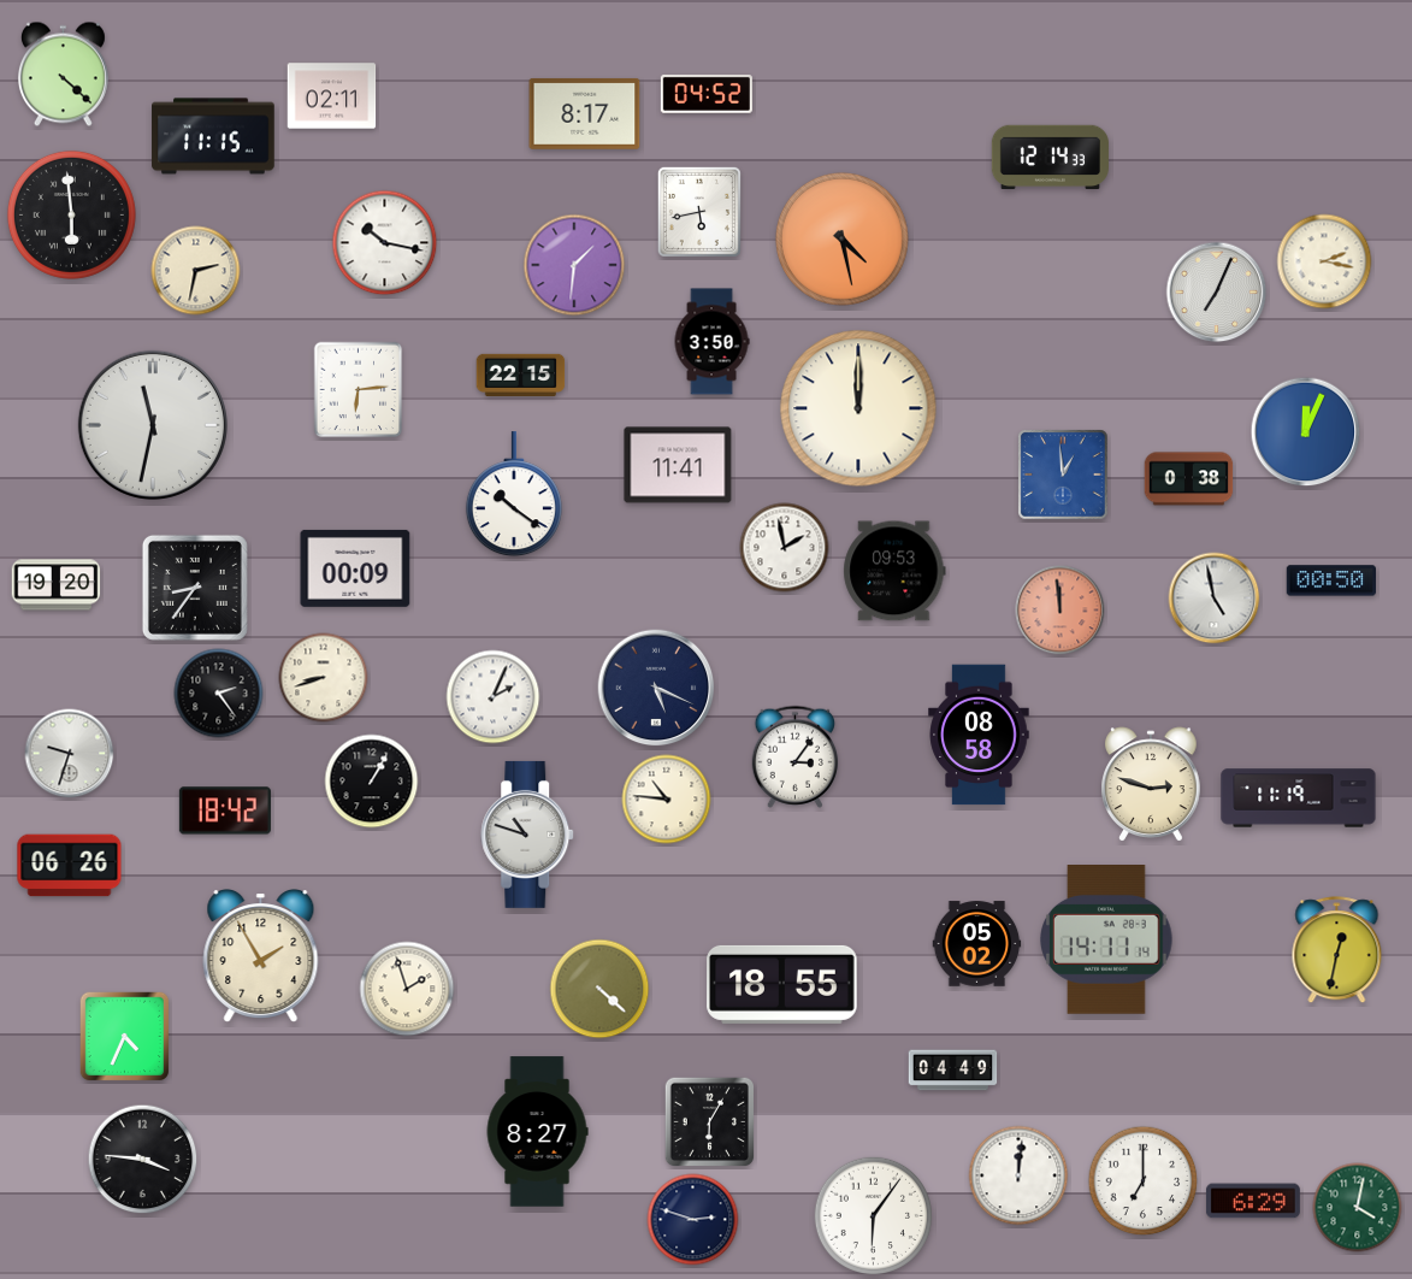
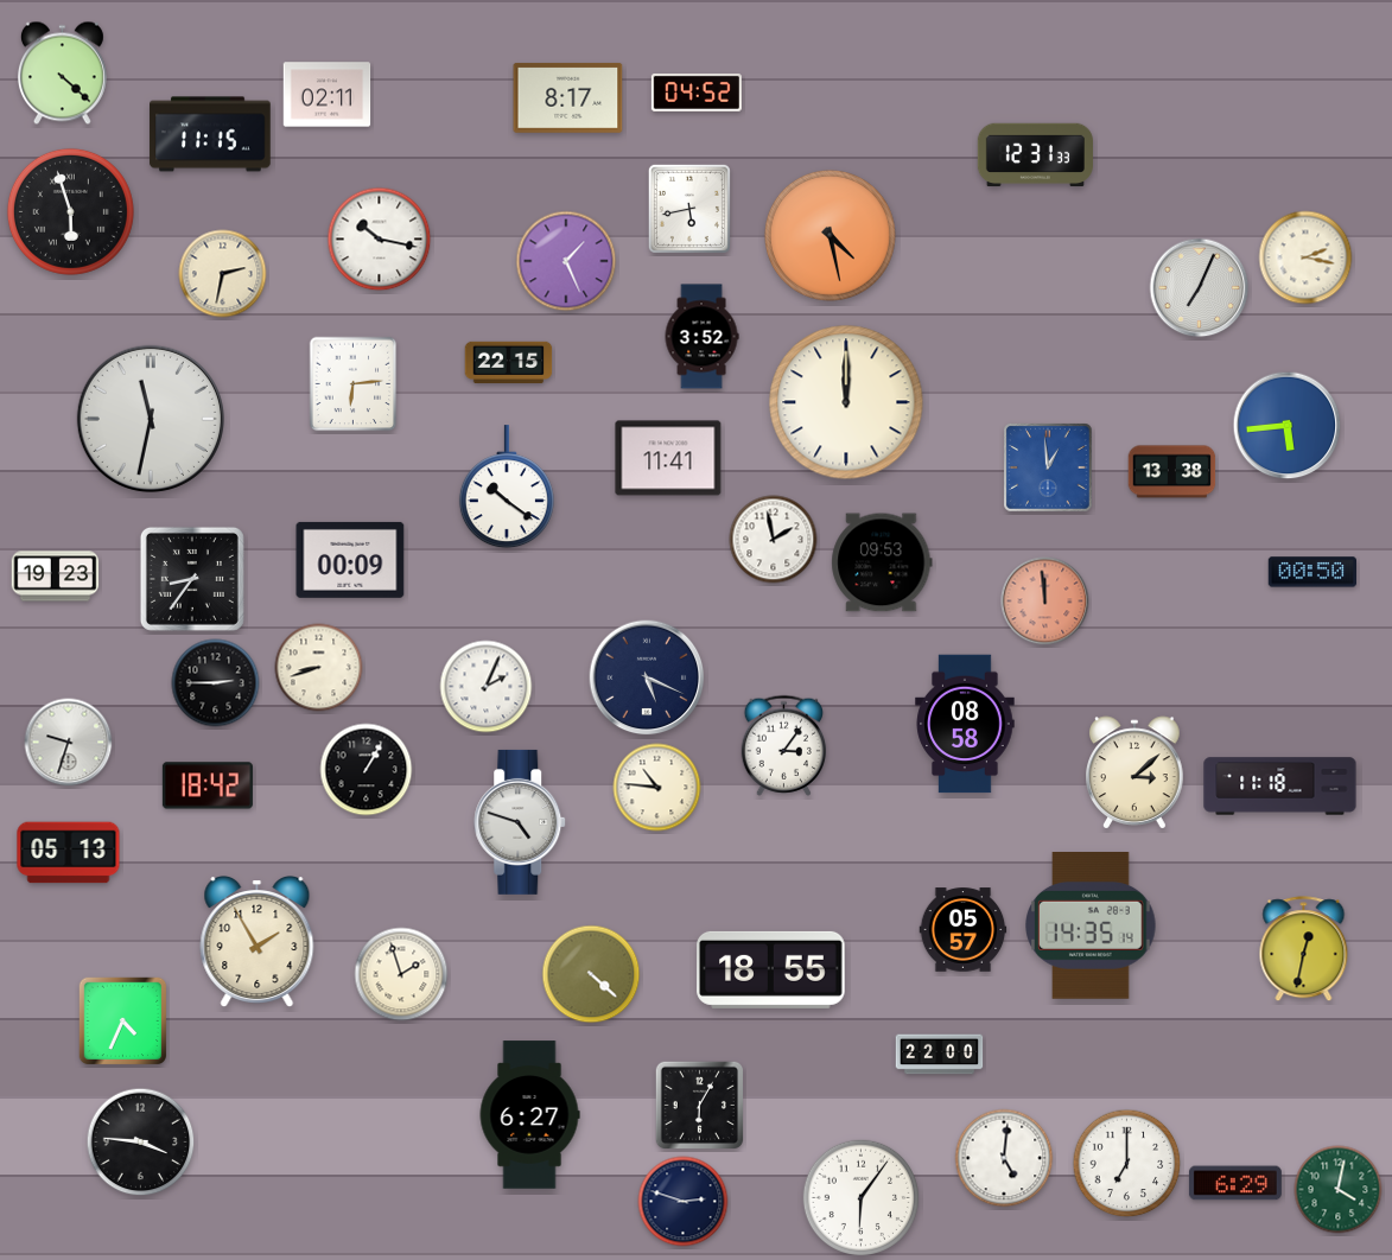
clock at (585, 113) position: (585, 113) -> (568, 97)
clock at (1050, 158): 12:14 -> 12:31
clock at (71, 214): 5:59 -> 5:57
clock at (574, 265): 1:31 -> 1:26
clock at (196, 271) position: (196, 271) -> (223, 274)
clock at (711, 342): 3:50 -> 3:52
clock at (521, 375) position: (521, 375) -> (509, 362)
clock at (1306, 432): 12:04 -> 5:44
clock at (1189, 479): 0:38 -> 13:38
clock at (57, 585): 19:20 -> 19:23
clock at (1215, 599): 4:58 -> none
clock at (219, 694): 2:24 -> 2:45
clock at (1152, 784): 2:48 -> 3:08
clock at (1299, 798): 11:19 -> 11:18
clock at (225, 811) position: (225, 811) -> (208, 785)
clock at (528, 835): 10:48 -> 4:48
clock at (70, 866): 06:26 -> 05:13
clock at (1106, 941): 14:11 -> 14:35
clock at (977, 944): 05:02 -> 05:57
clock at (1337, 950) position: (1337, 950) -> (1304, 949)
clock at (953, 1071): 04:49 -> 22:00
clock at (537, 1132): 8:27 -> 6:27
clock at (1018, 1175): 12:01 -> 5:01
